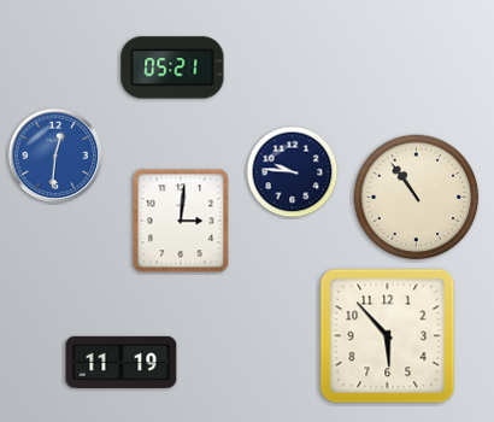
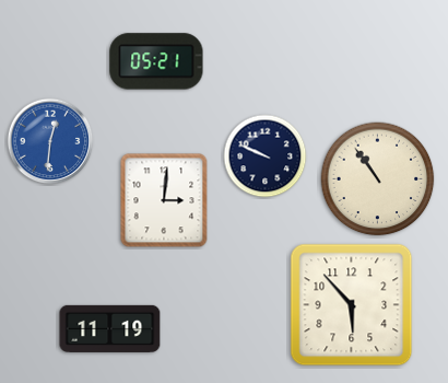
clock at (293, 172): 9:46 -> 9:49
